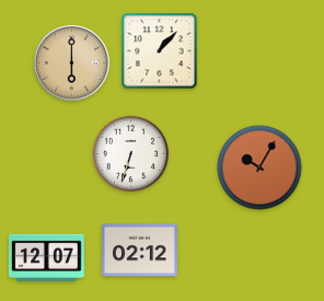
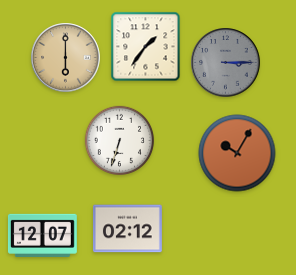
clock at (160, 51): 1:07 -> 1:36
clock at (226, 63): none -> 3:15
